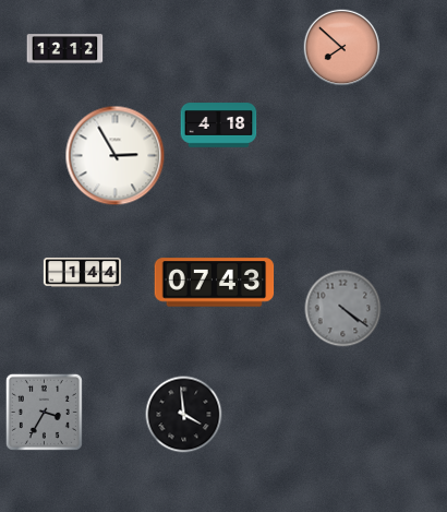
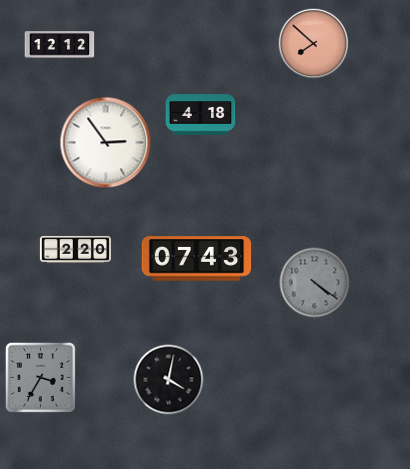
clock at (116, 156): 2:55 -> 2:54
clock at (82, 272): 1:44 -> 2:20
clock at (184, 415): 3:59 -> 4:02
